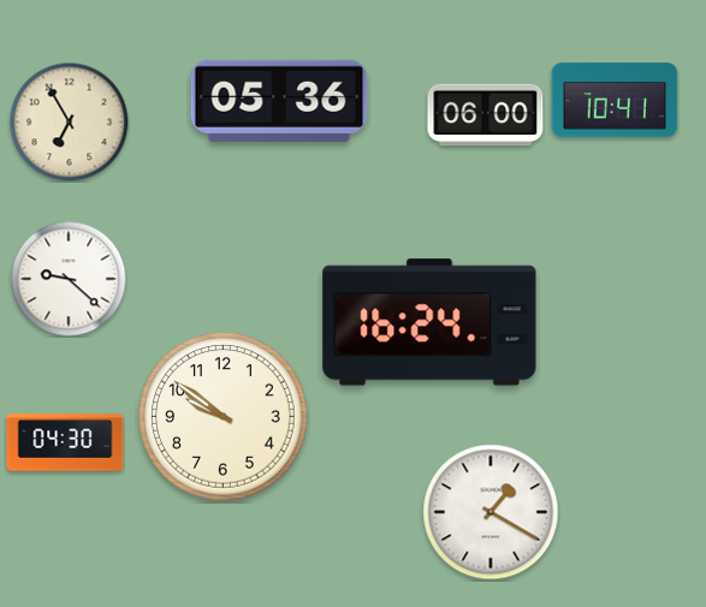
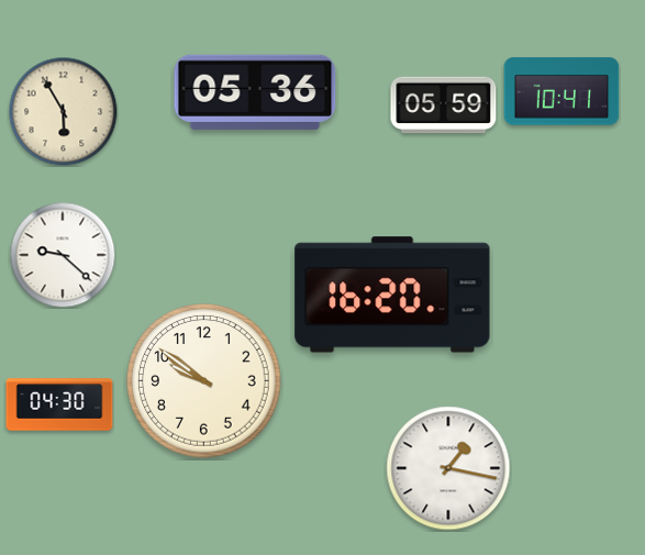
clock at (486, 115): 06:00 -> 05:59
clock at (70, 123): 6:55 -> 5:55
clock at (429, 322): 16:24 -> 16:20
clock at (491, 512): 1:20 -> 1:17
